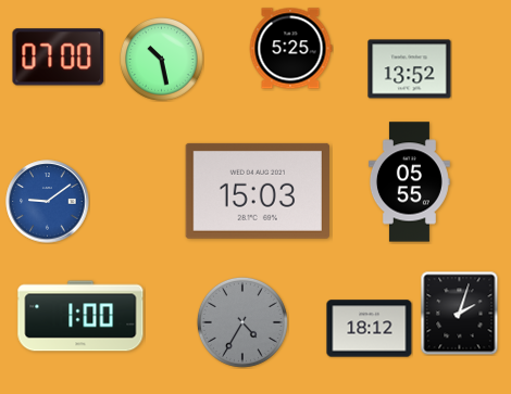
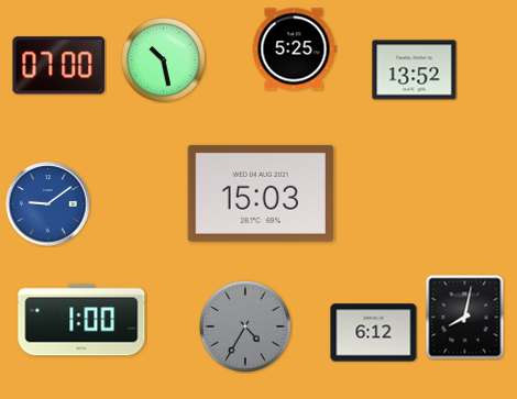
clock at (59, 58) position: (59, 58) -> (59, 66)
clock at (409, 182): 05:55 -> none
clock at (460, 313): 2:03 -> 8:02
clock at (370, 329): 18:12 -> 6:12
